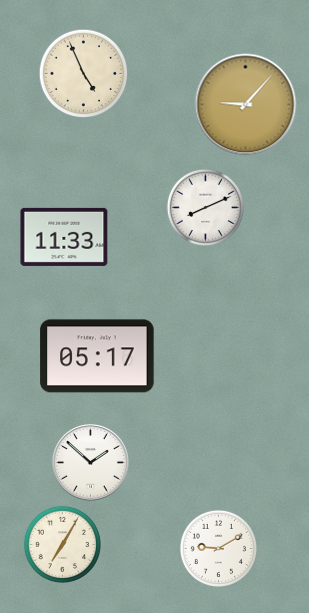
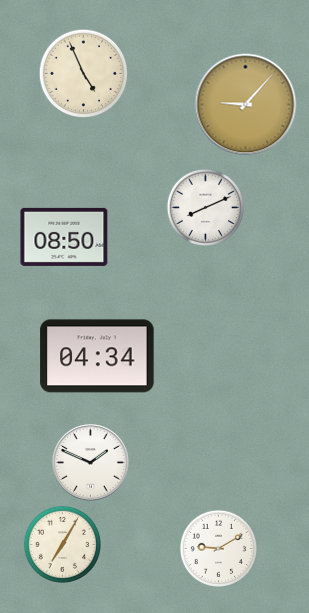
clock at (64, 237): 11:33 -> 08:50
clock at (97, 356): 05:17 -> 04:34
clock at (91, 463): 1:52 -> 1:49
